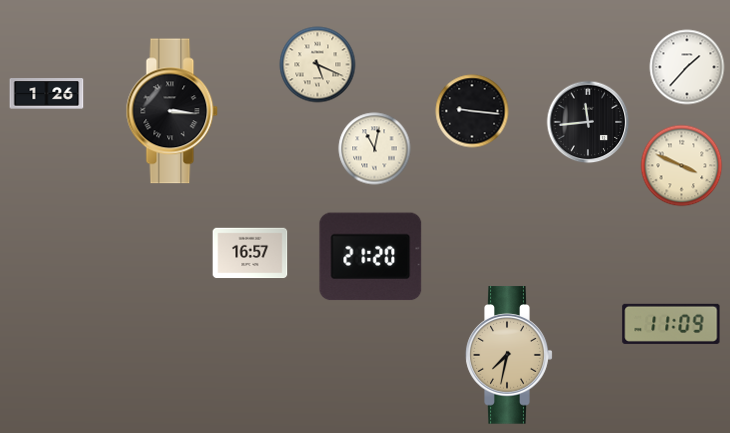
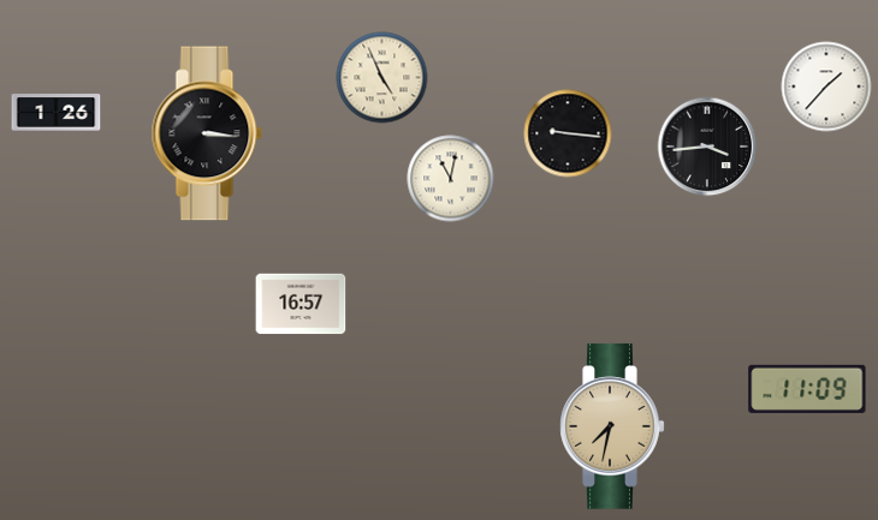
clock at (318, 65): 5:19 -> 4:56
clock at (687, 67) position: (687, 67) -> (826, 86)
clock at (588, 122): 11:44 -> 3:44
clock at (682, 166): 3:49 -> none
clock at (371, 257): 21:20 -> none
